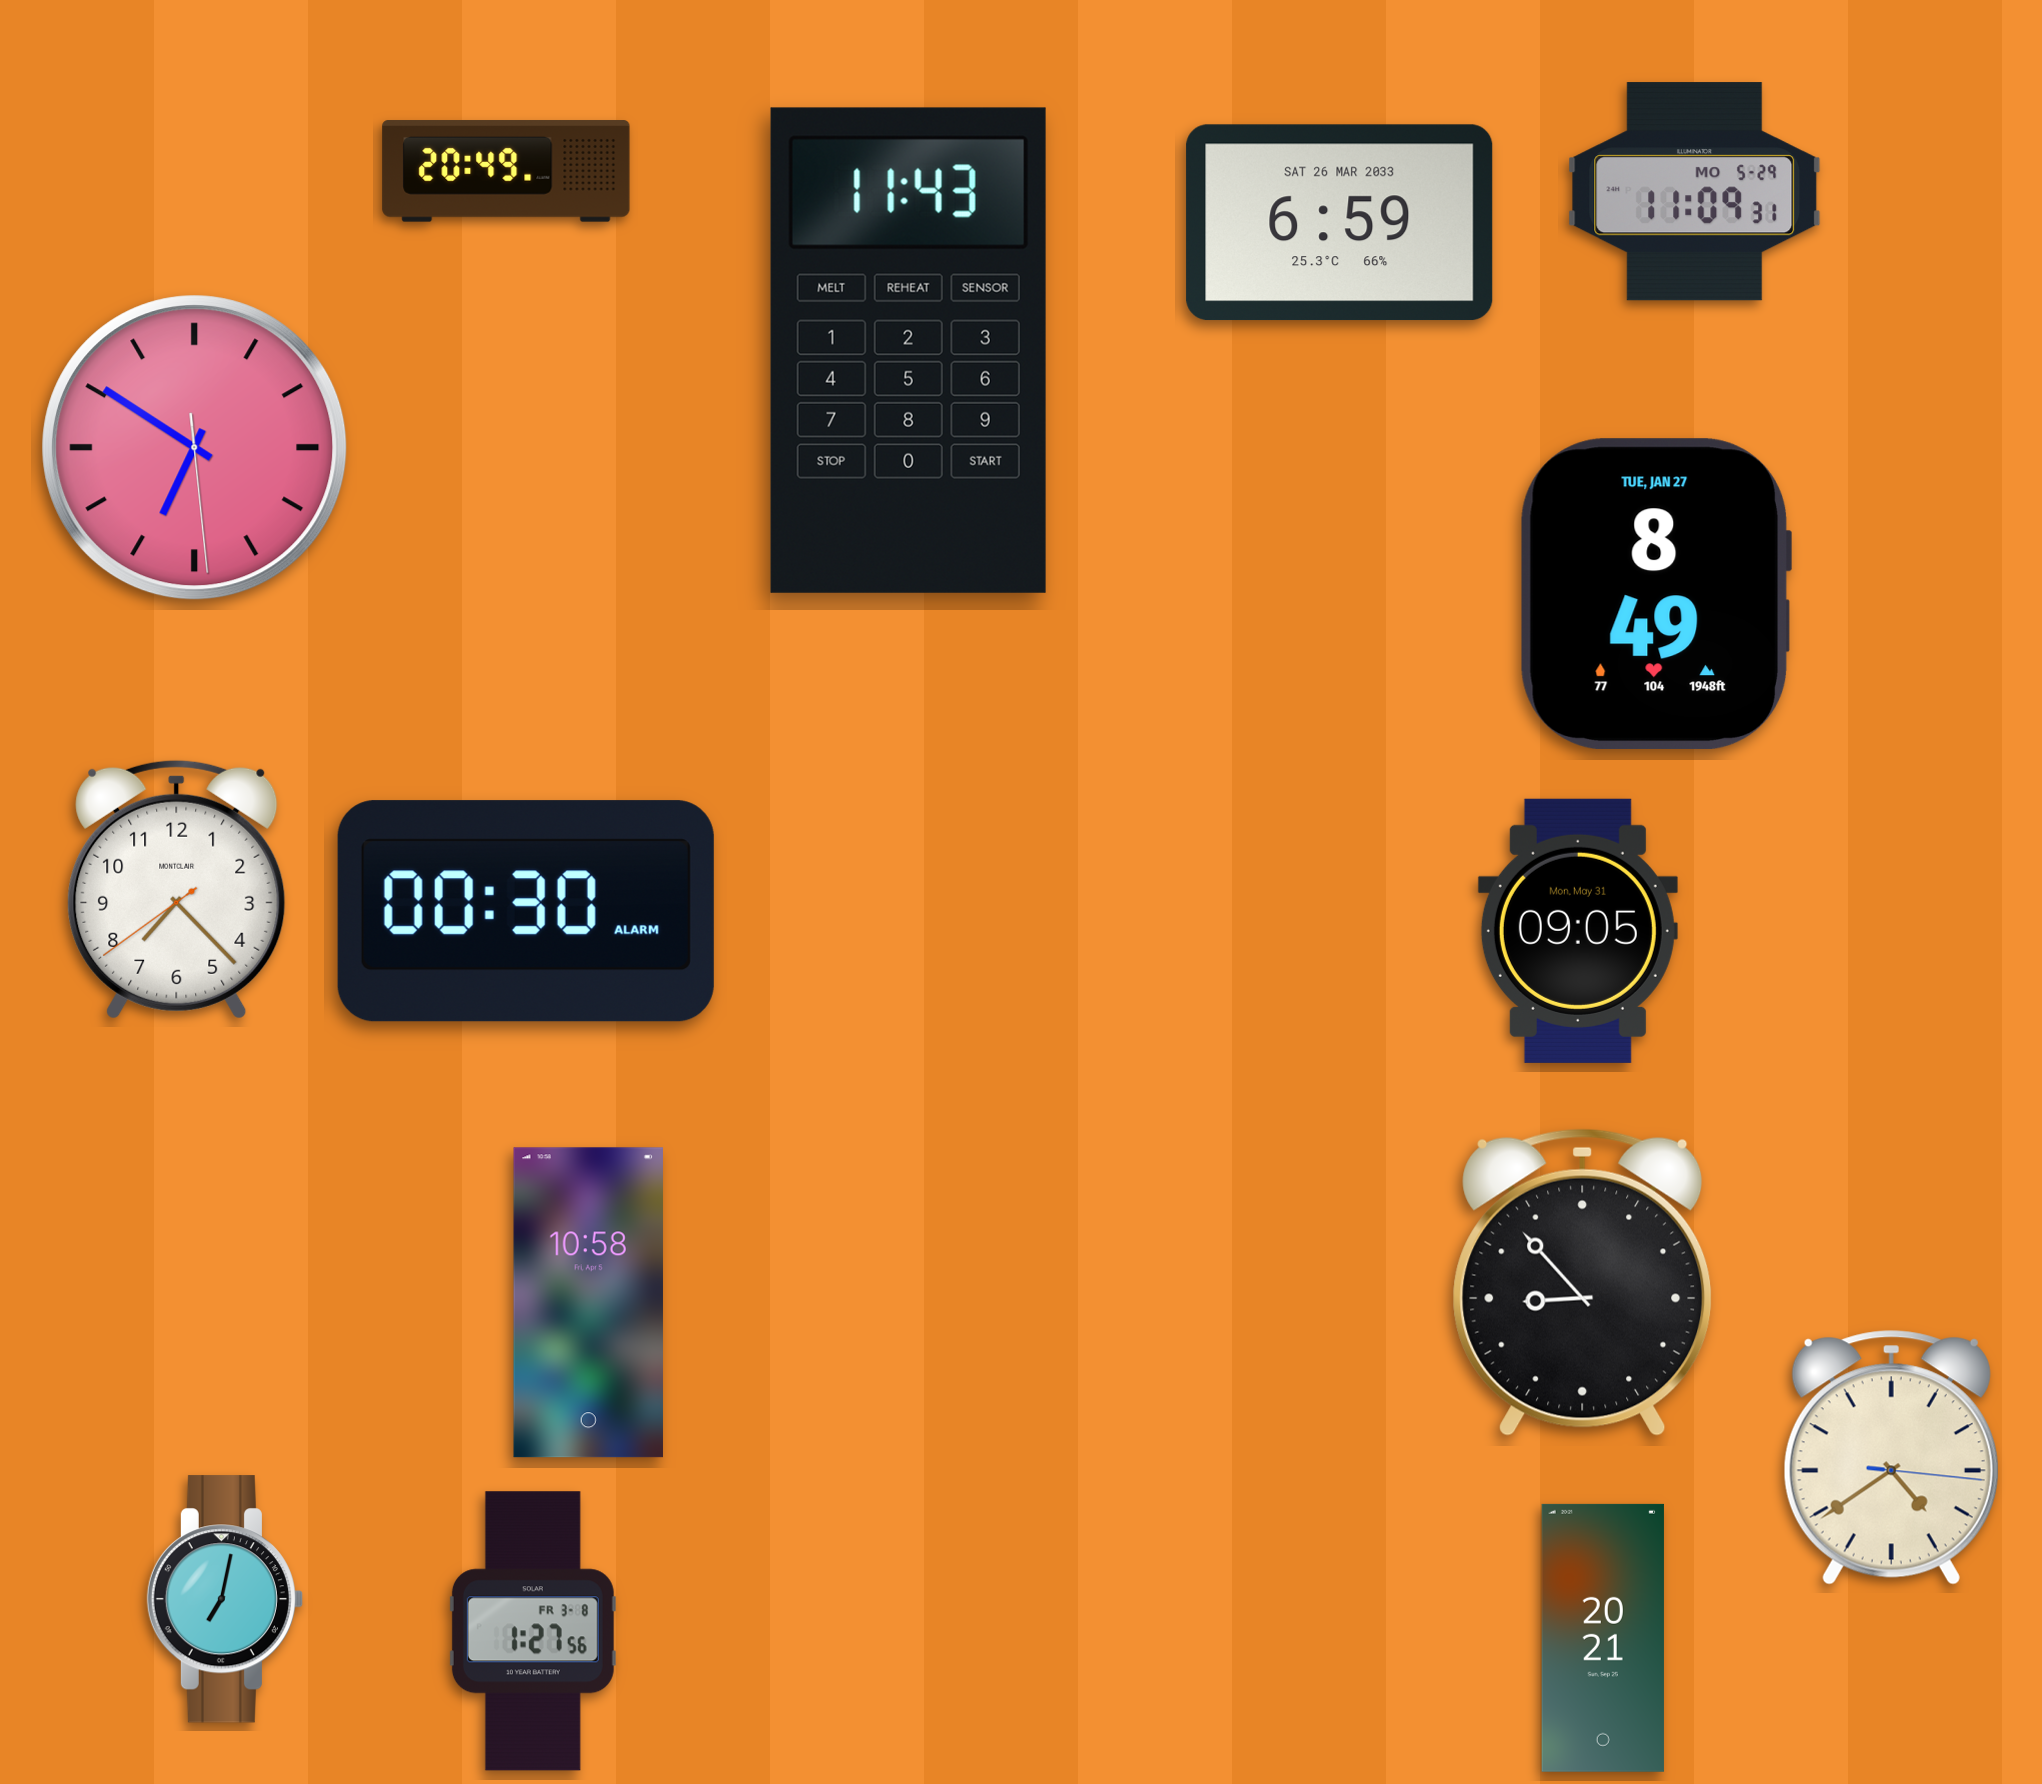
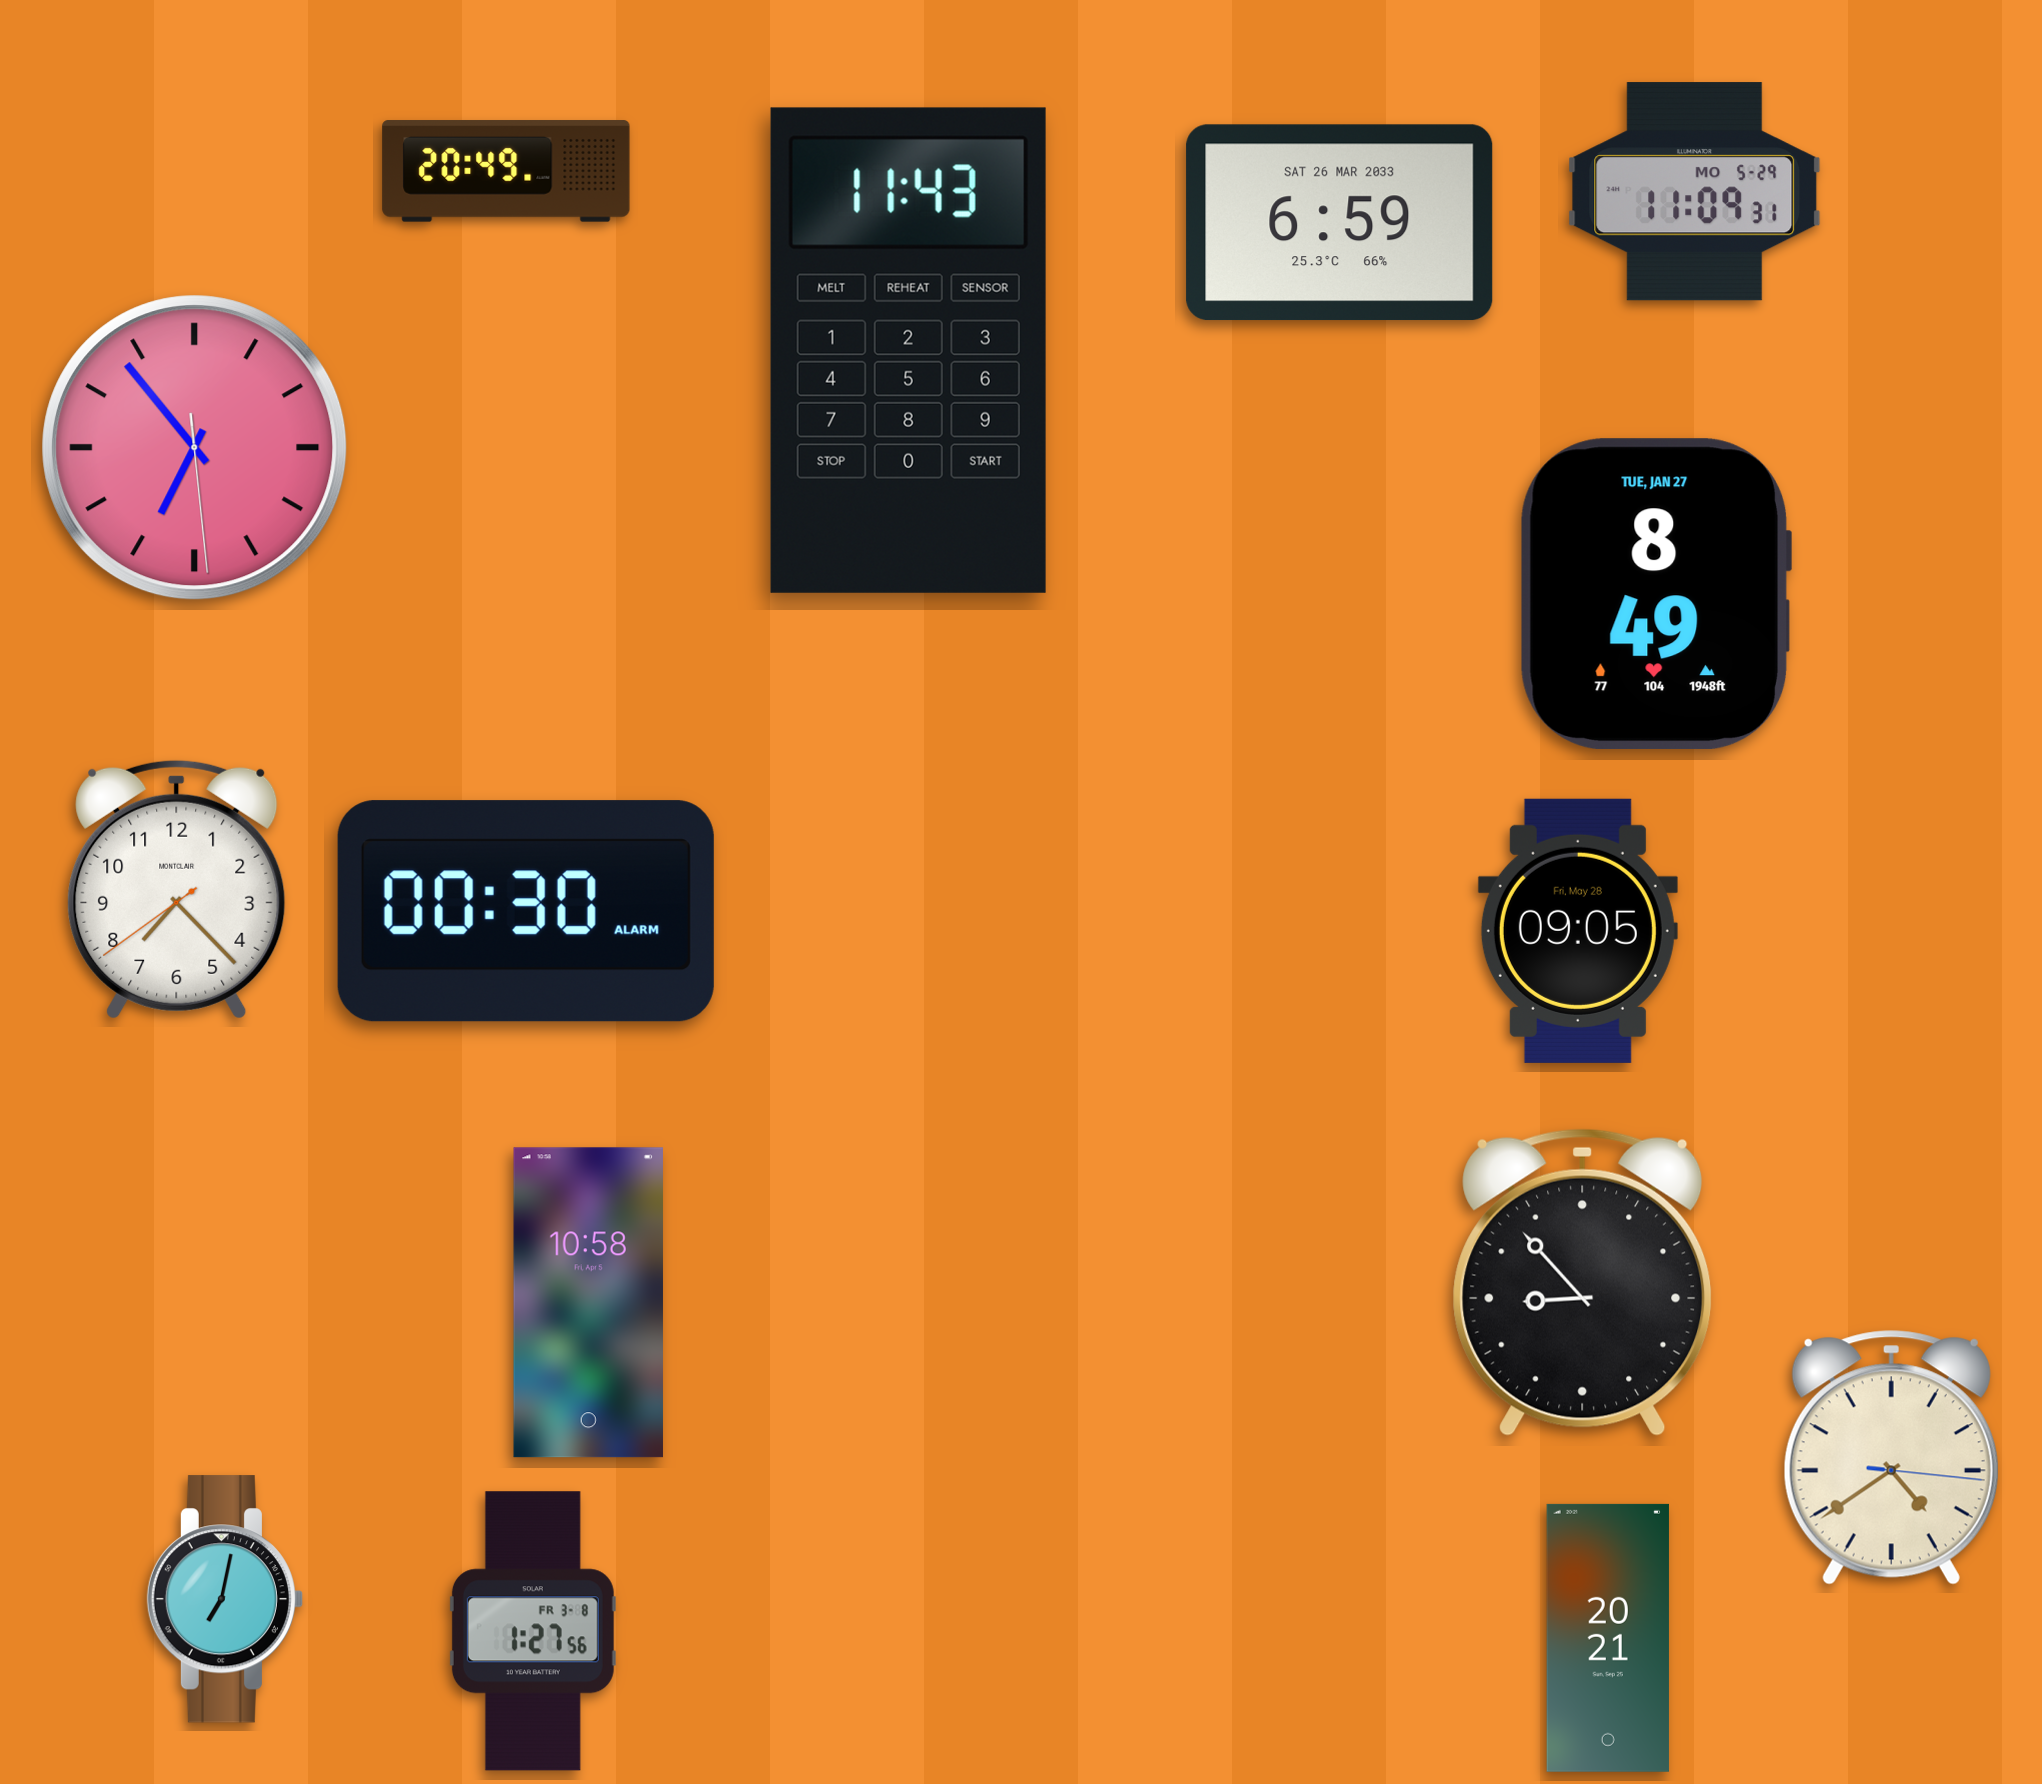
clock at (195, 448): 6:50 -> 6:53
clock at (1578, 931) date: Mon, May 31 -> Fri, May 28
clock at (1603, 1638) position: (1603, 1638) -> (1608, 1638)
